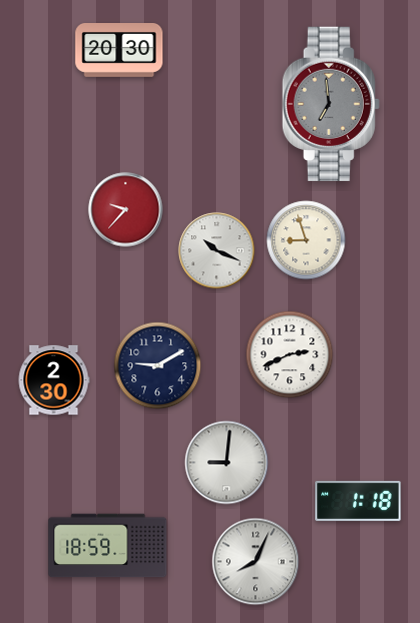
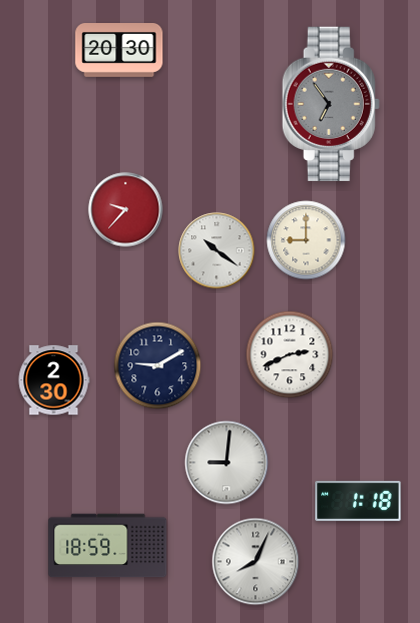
clock at (331, 104): 6:59 -> 6:54
clock at (306, 240): 8:57 -> 9:00
clock at (217, 251): 10:19 -> 10:21
